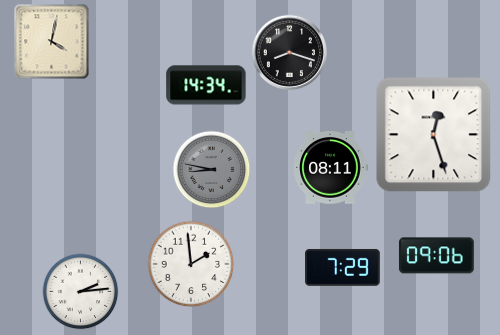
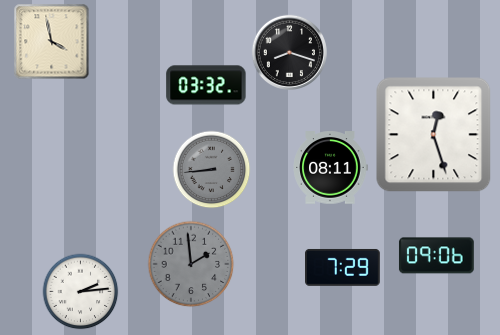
clock at (52, 42): 4:02 -> 3:58
clock at (206, 85): 14:34 -> 03:32
clock at (212, 170): 8:47 -> 8:44
clock at (191, 264) dial: white -> grey
